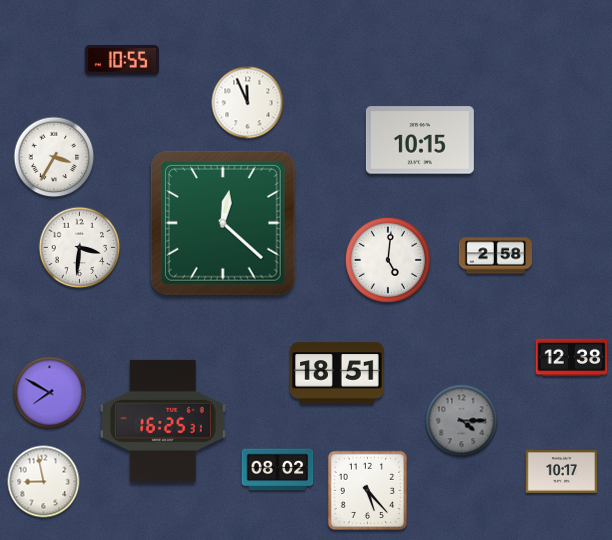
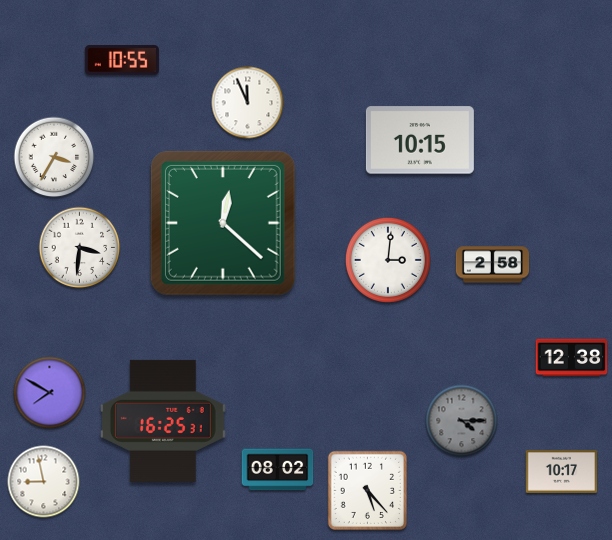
clock at (495, 256) position: (495, 256) -> (492, 265)
clock at (388, 260): 5:01 -> 3:01
clock at (337, 373): 18:51 -> none
